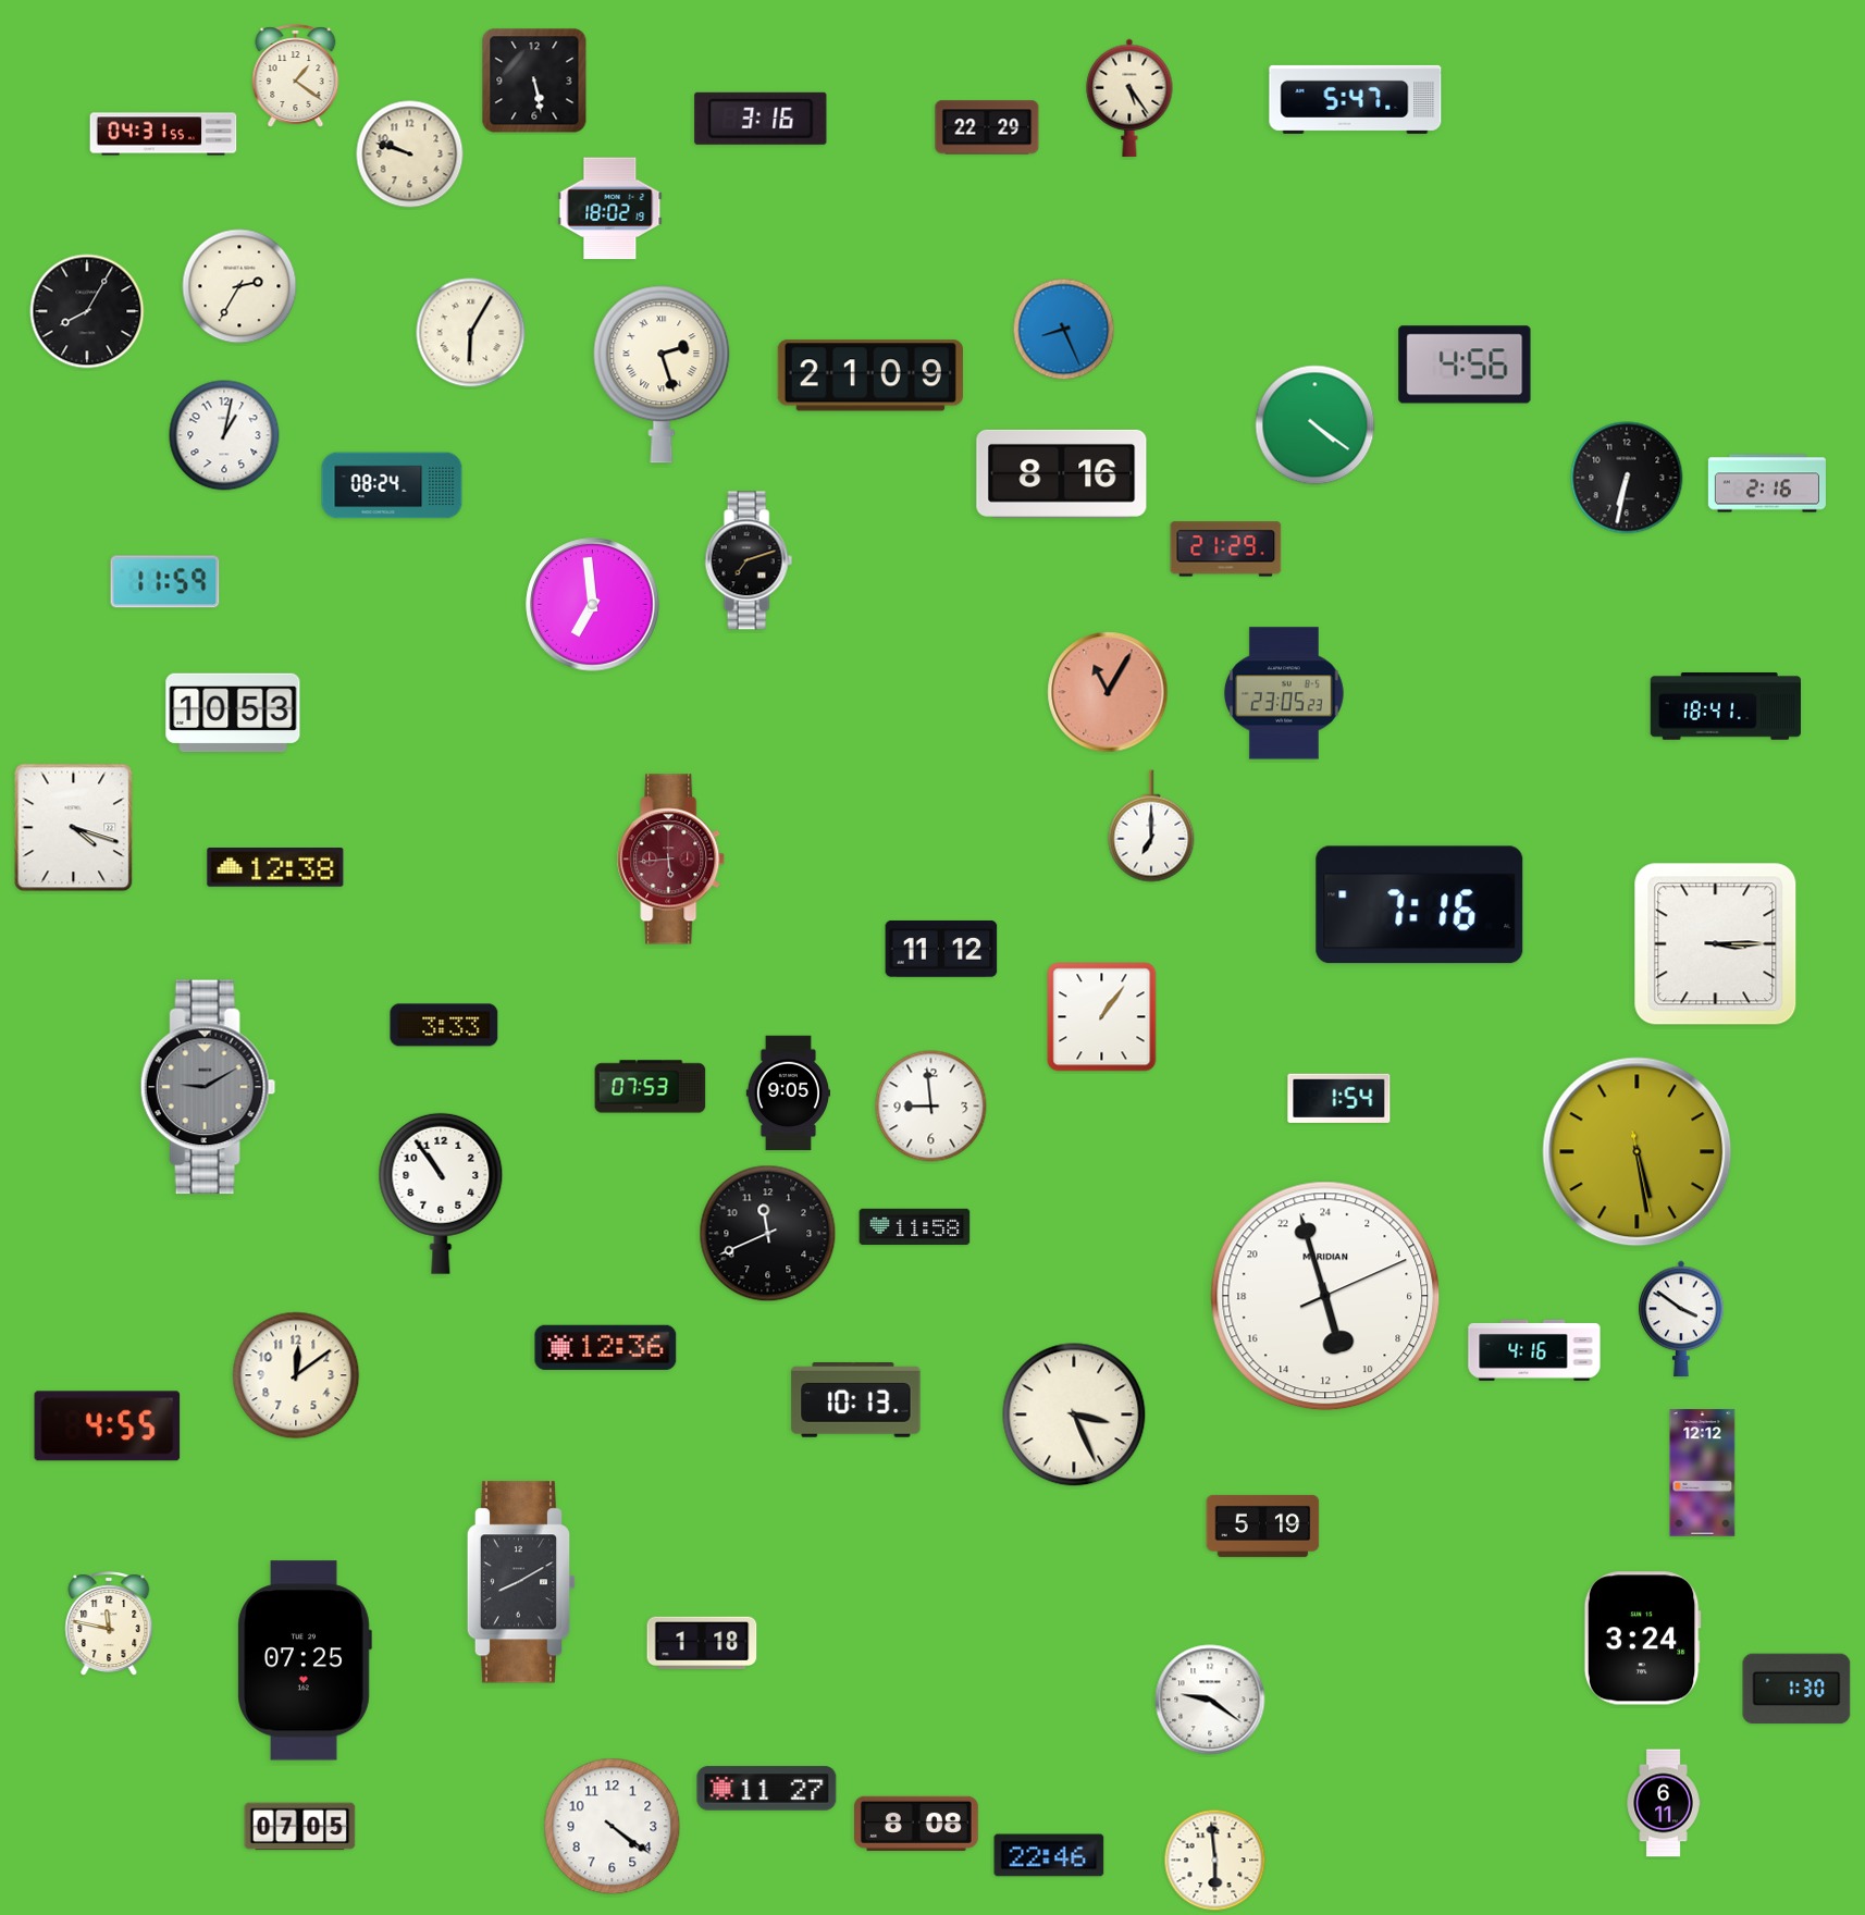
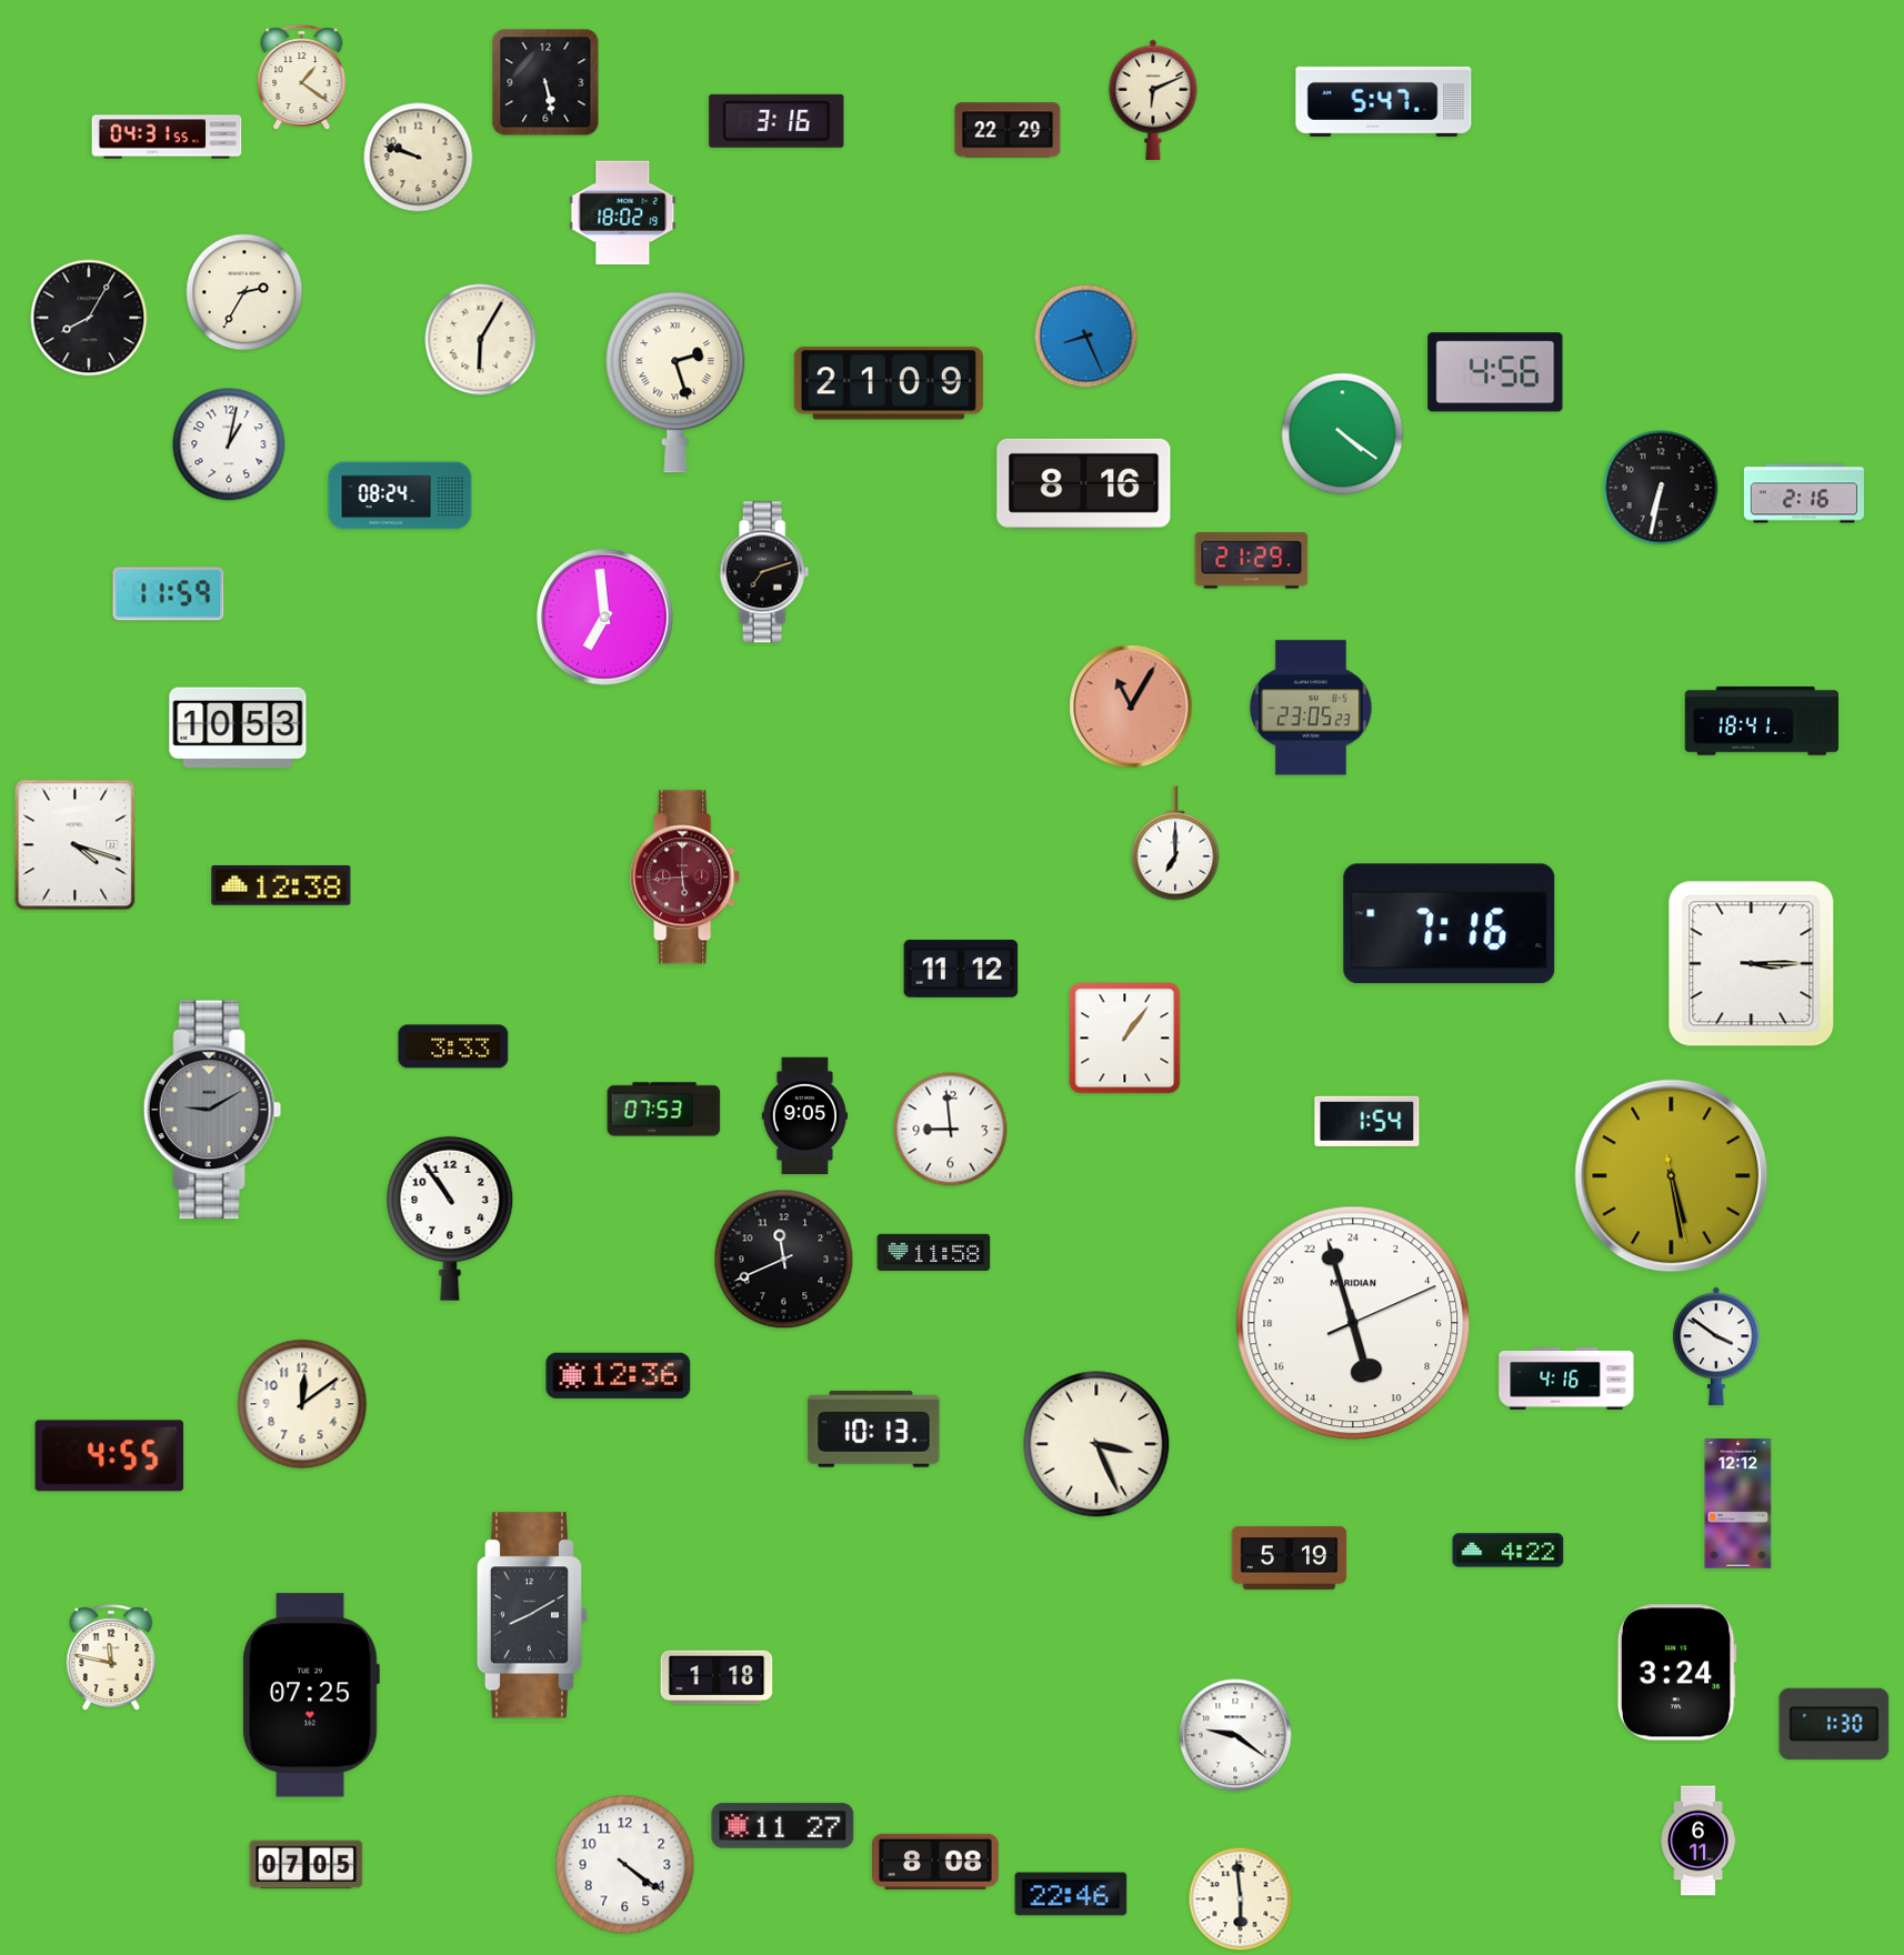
clock at (1129, 98): 5:24 -> 6:11
clock at (1509, 1551): none -> 4:22
